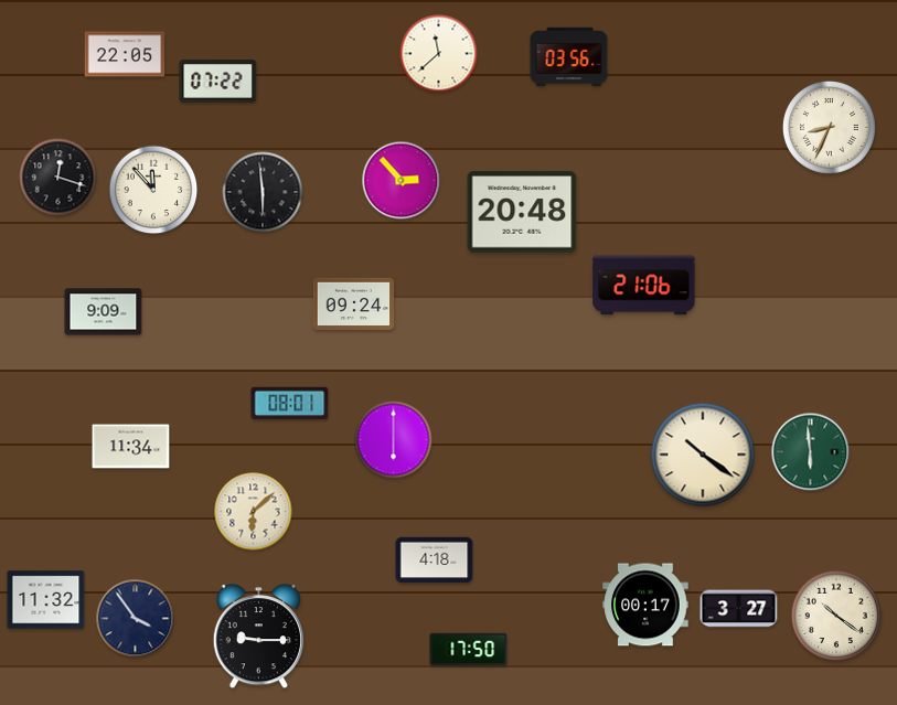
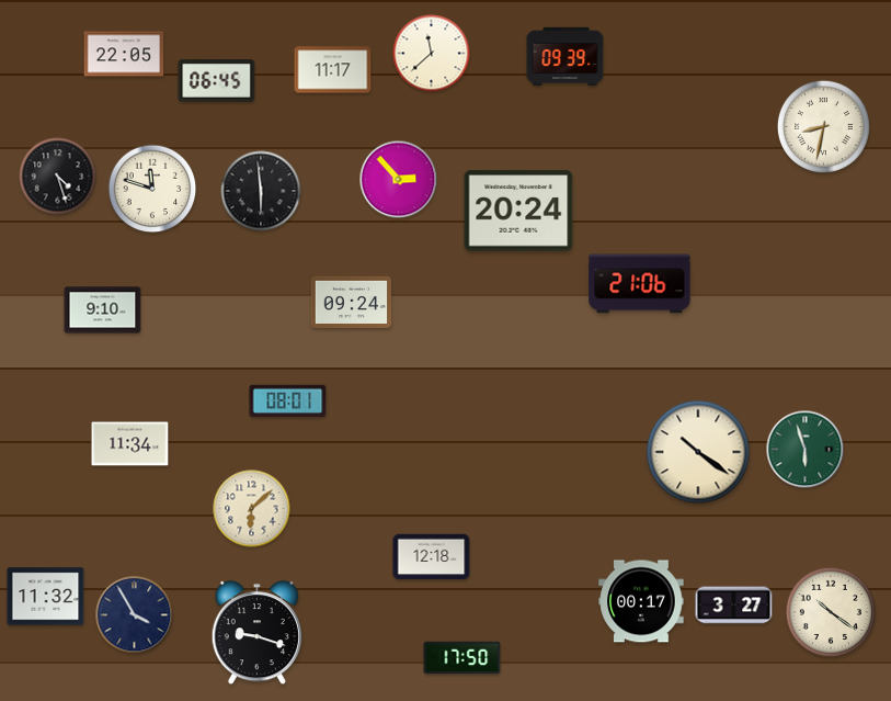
clock at (439, 54) position: (439, 54) -> (432, 54)
clock at (569, 57): 03:56 -> 09:39
clock at (333, 70): none -> 11:17
clock at (218, 82): 07:22 -> 06:45
clock at (829, 127): 8:34 -> 8:32
clock at (58, 178): 12:18 -> 4:27
clock at (153, 190): 11:53 -> 11:48
clock at (522, 212): 20:48 -> 20:24
clock at (104, 312): 9:09 -> 9:10
clock at (394, 440): 6:00 -> none
clock at (811, 452): 5:59 -> 5:57
clock at (435, 560): 4:18 -> 12:18
clock at (136, 619): 3:54 -> 3:55
clock at (258, 637): 9:15 -> 9:18
clock at (469, 650) position: (469, 650) -> (462, 658)
